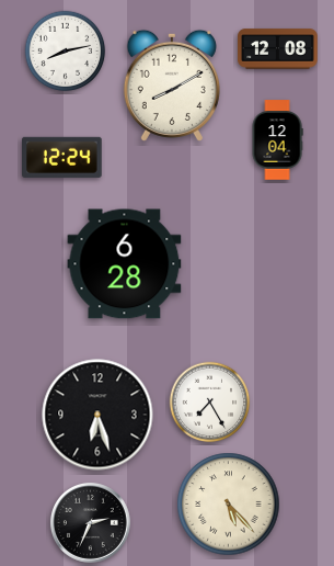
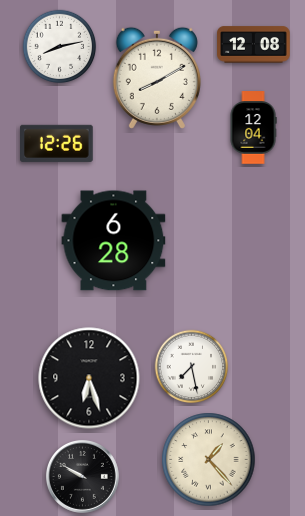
clock at (62, 157): 12:24 -> 12:26
clock at (210, 403): 7:25 -> 7:28
clock at (229, 505): 5:23 -> 1:23
clock at (90, 522): 2:34 -> 9:50
